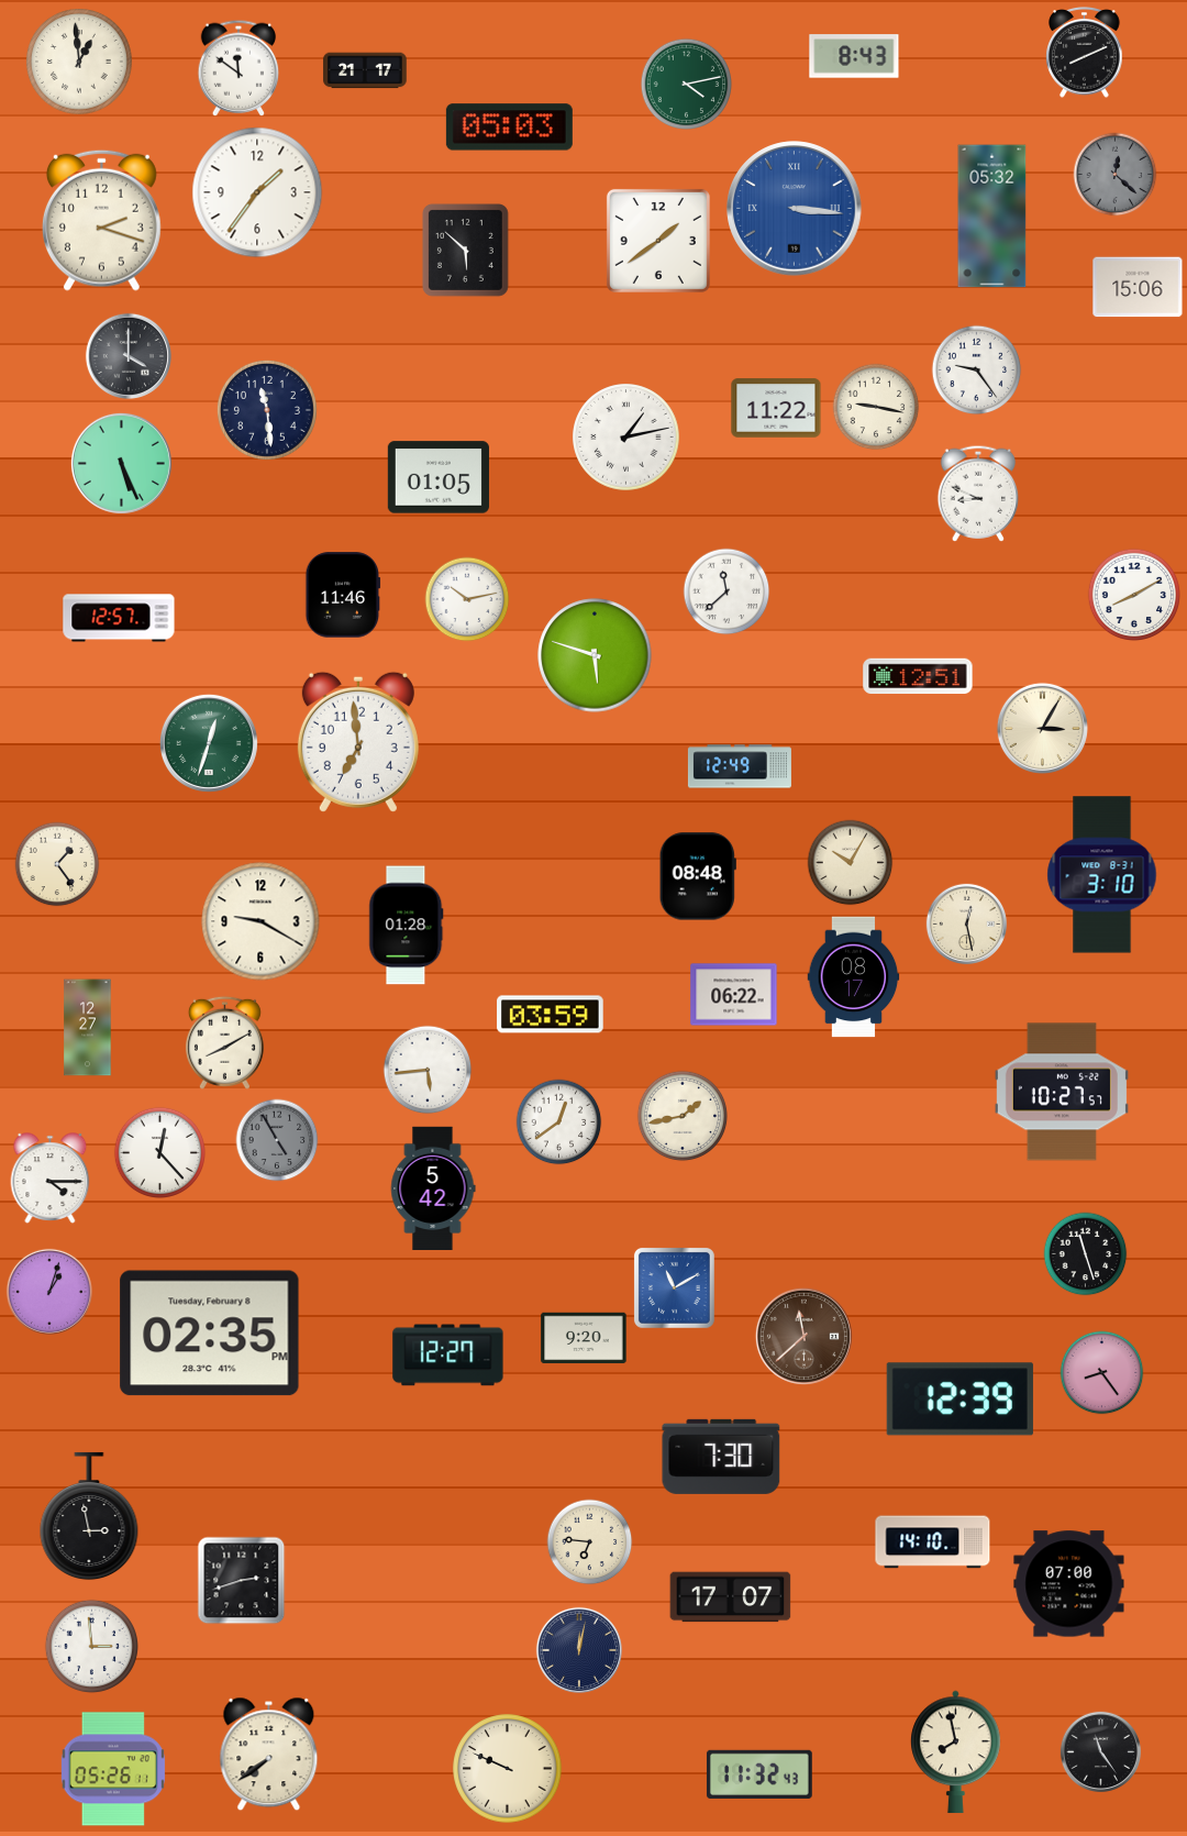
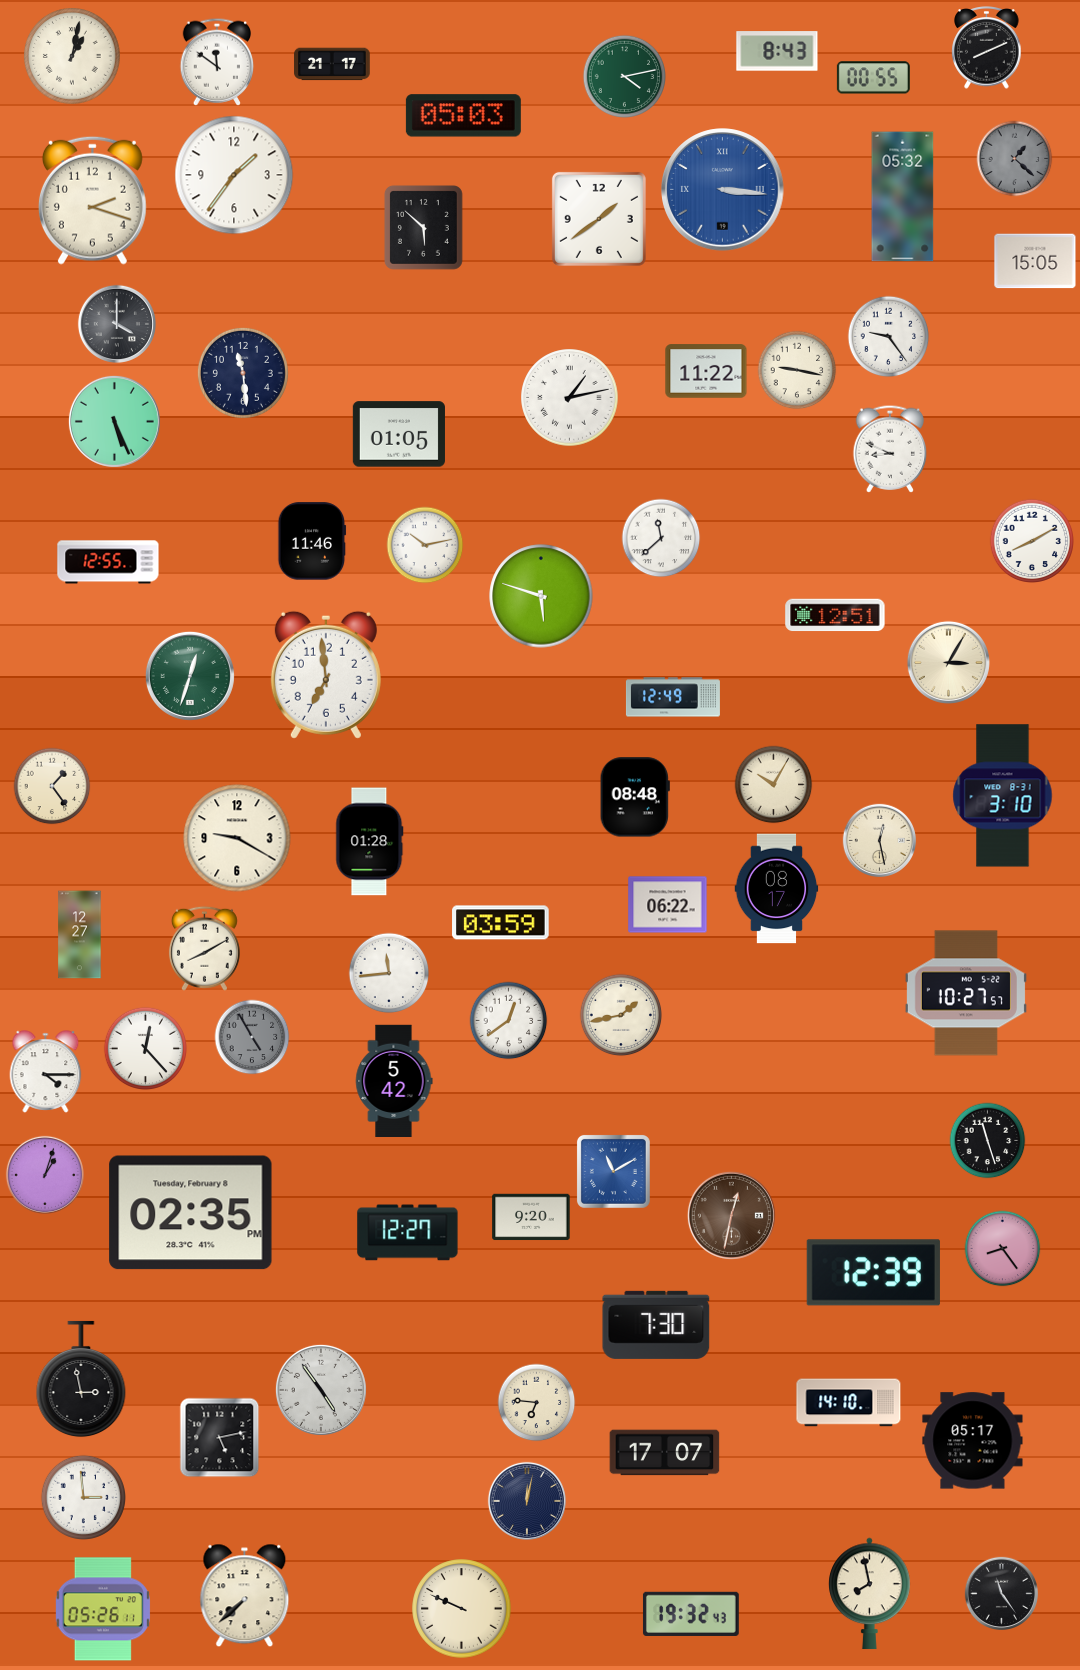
clock at (79, 62): 12:59 -> 1:02
clock at (873, 78): none -> 00:55
clock at (1116, 175): 12:22 -> 1:22
clock at (1138, 287): 15:06 -> 15:05
clock at (121, 463) position: (121, 463) -> (114, 421)
clock at (119, 618): 12:57 -> 12:55
clock at (428, 1070): 5:44 -> 11:44
clock at (803, 1336): 11:38 -> 12:32
clock at (321, 1390): none -> 4:54
clock at (242, 1581): 2:42 -> 5:13
clock at (1069, 1584): 07:00 -> 05:17
clock at (269, 1755): 7:39 -> 7:38
clock at (759, 1774): 11:32 -> 19:32
